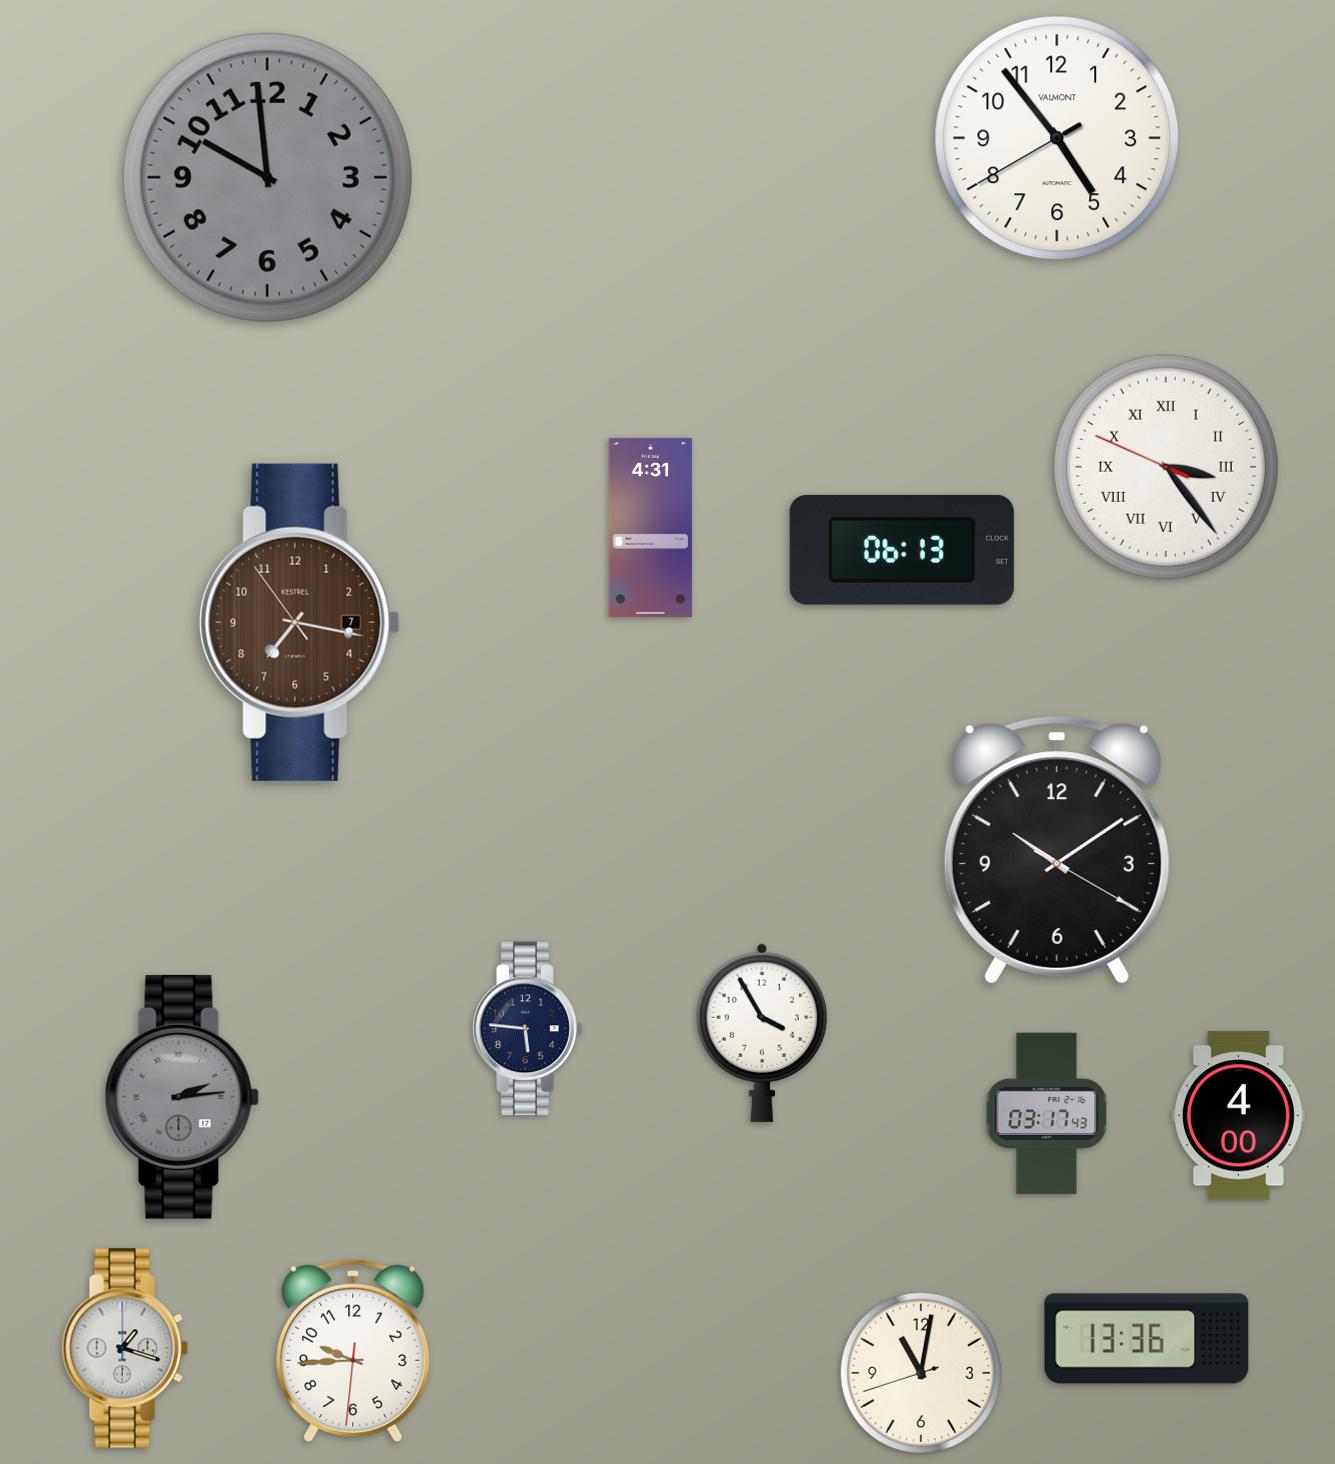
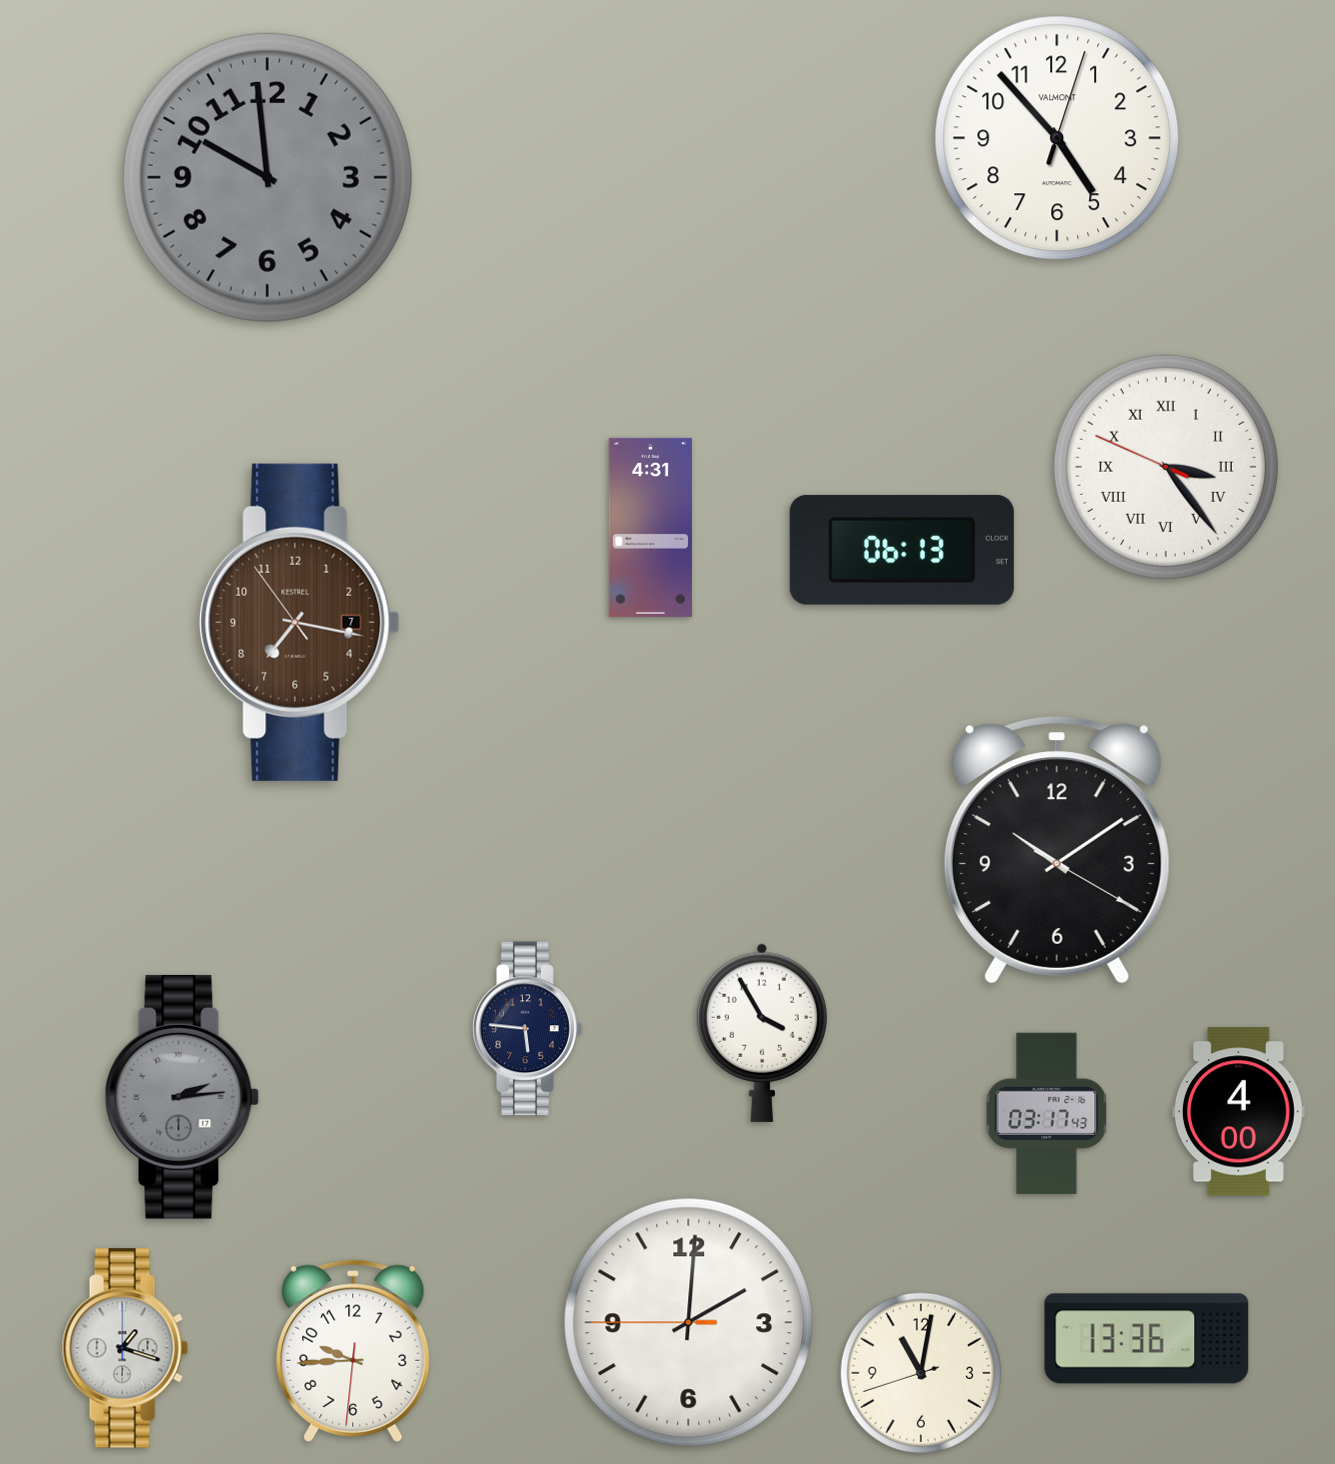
clock at (1057, 138): 4:53:40 -> 4:53:03
clock at (1238, 1116) position: (1238, 1116) -> (1238, 1112)
clock at (689, 1323): none -> 2:00
